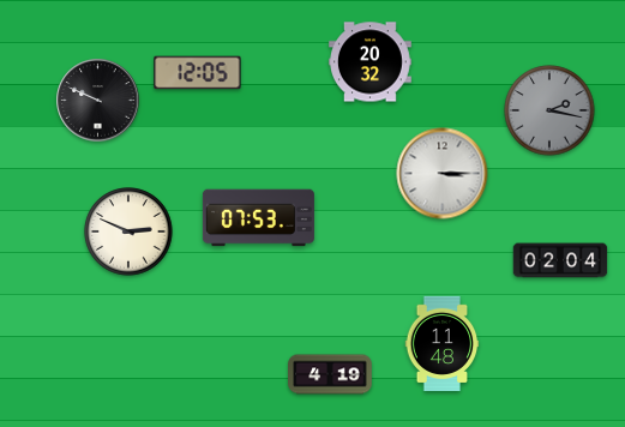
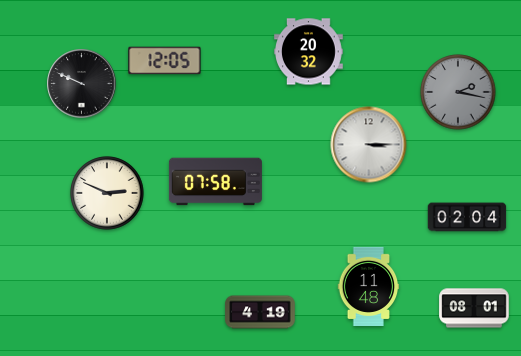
clock at (258, 218): 07:53 -> 07:58
clock at (474, 308): none -> 08:01
clock at (330, 374) position: (330, 374) -> (260, 312)
